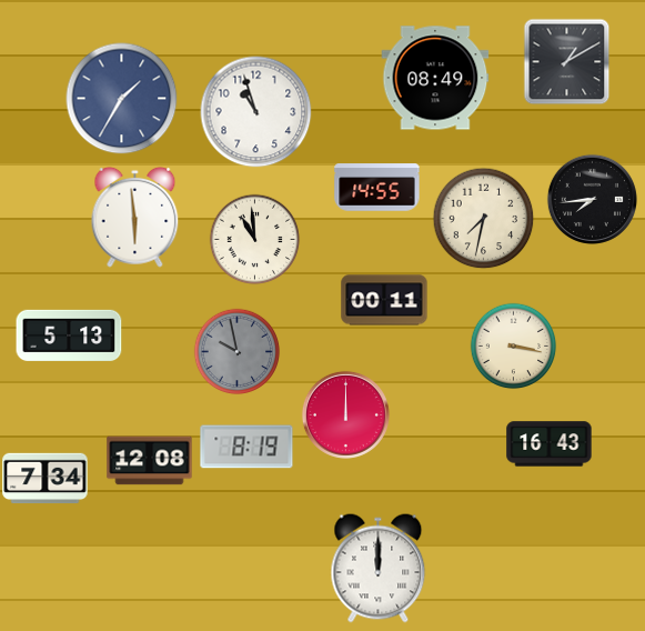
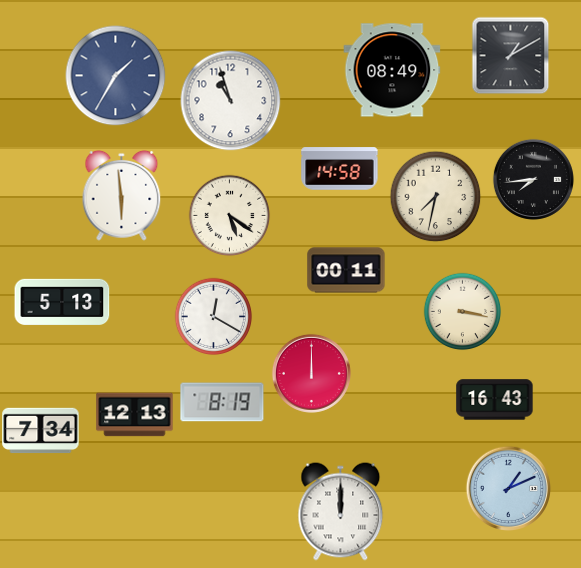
clock at (122, 99) position: (122, 99) -> (116, 76)
clock at (377, 188): 14:55 -> 14:58
clock at (254, 239): 10:59 -> 5:21
clock at (236, 351): 9:58 -> 12:20
clock at (236, 351) dial: grey -> white
clock at (150, 461): 12:08 -> 12:13
clock at (508, 488): none -> 1:11
